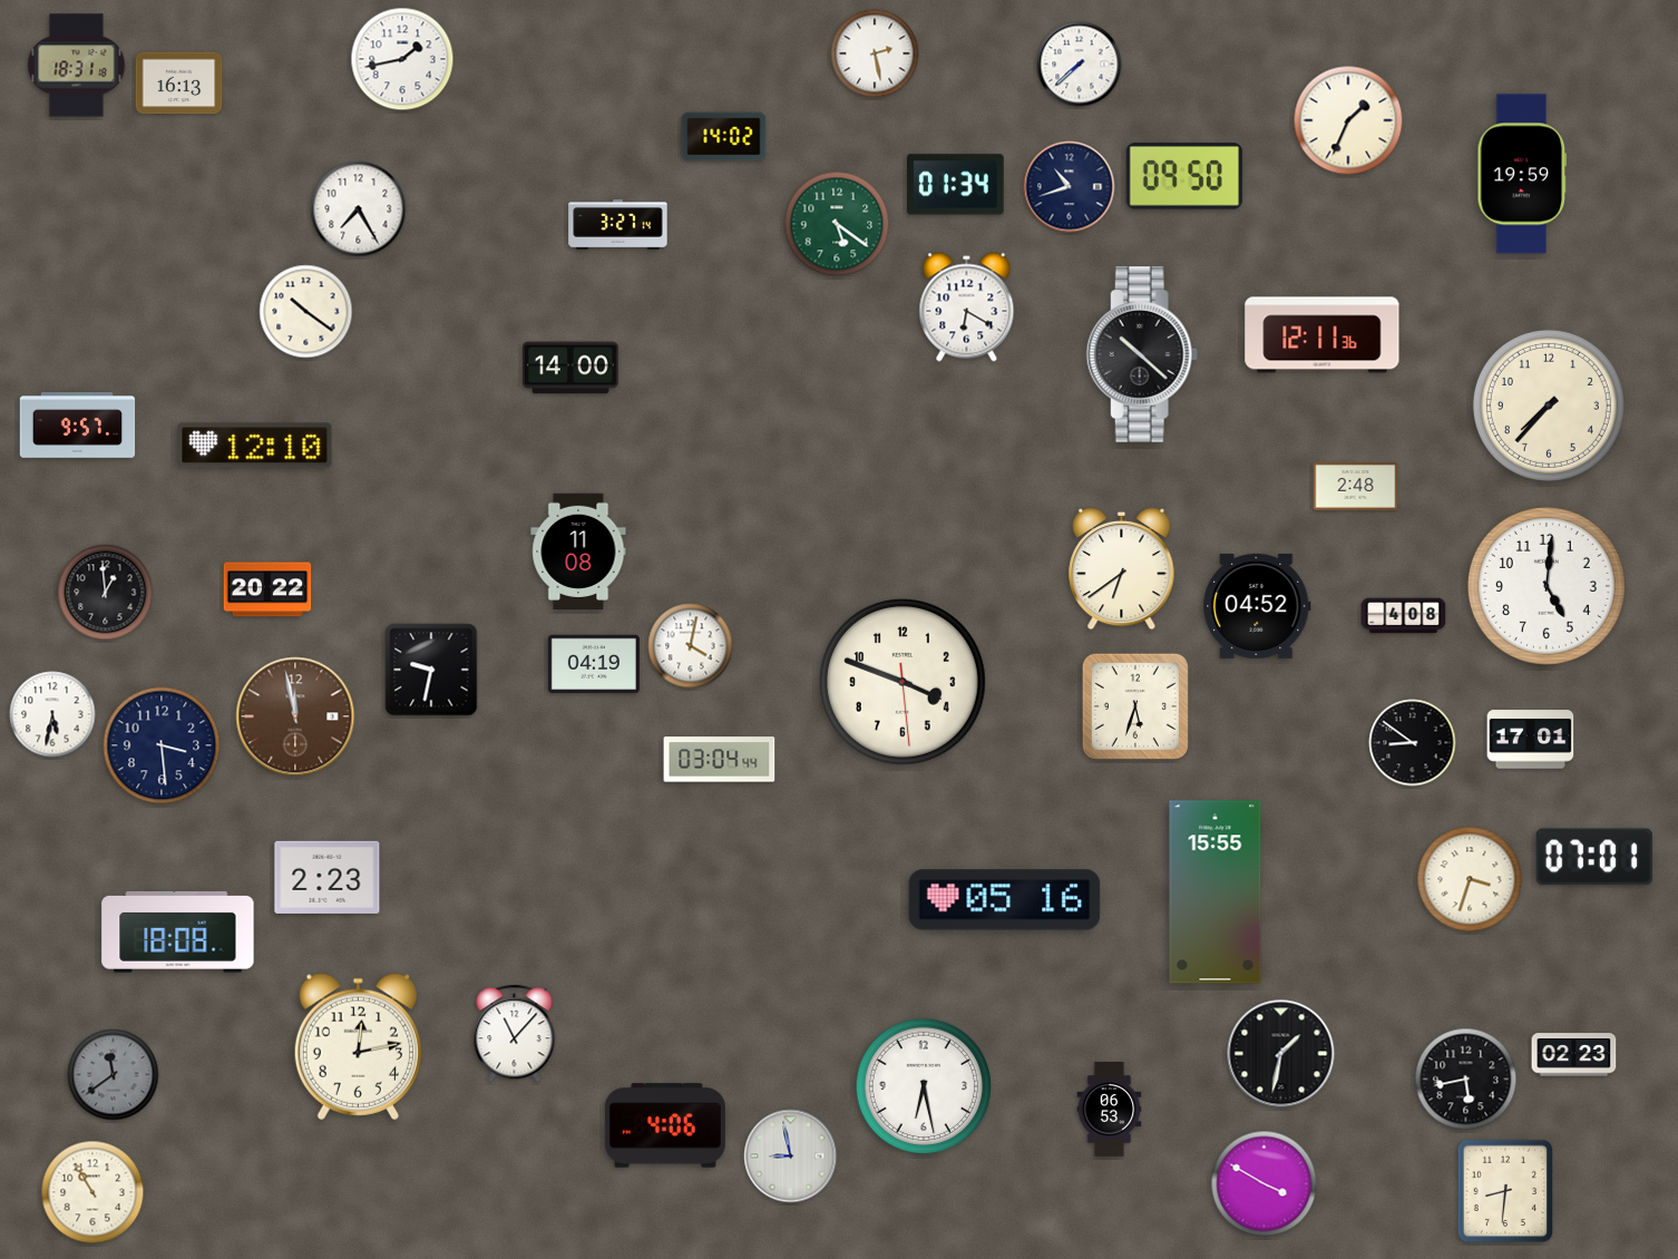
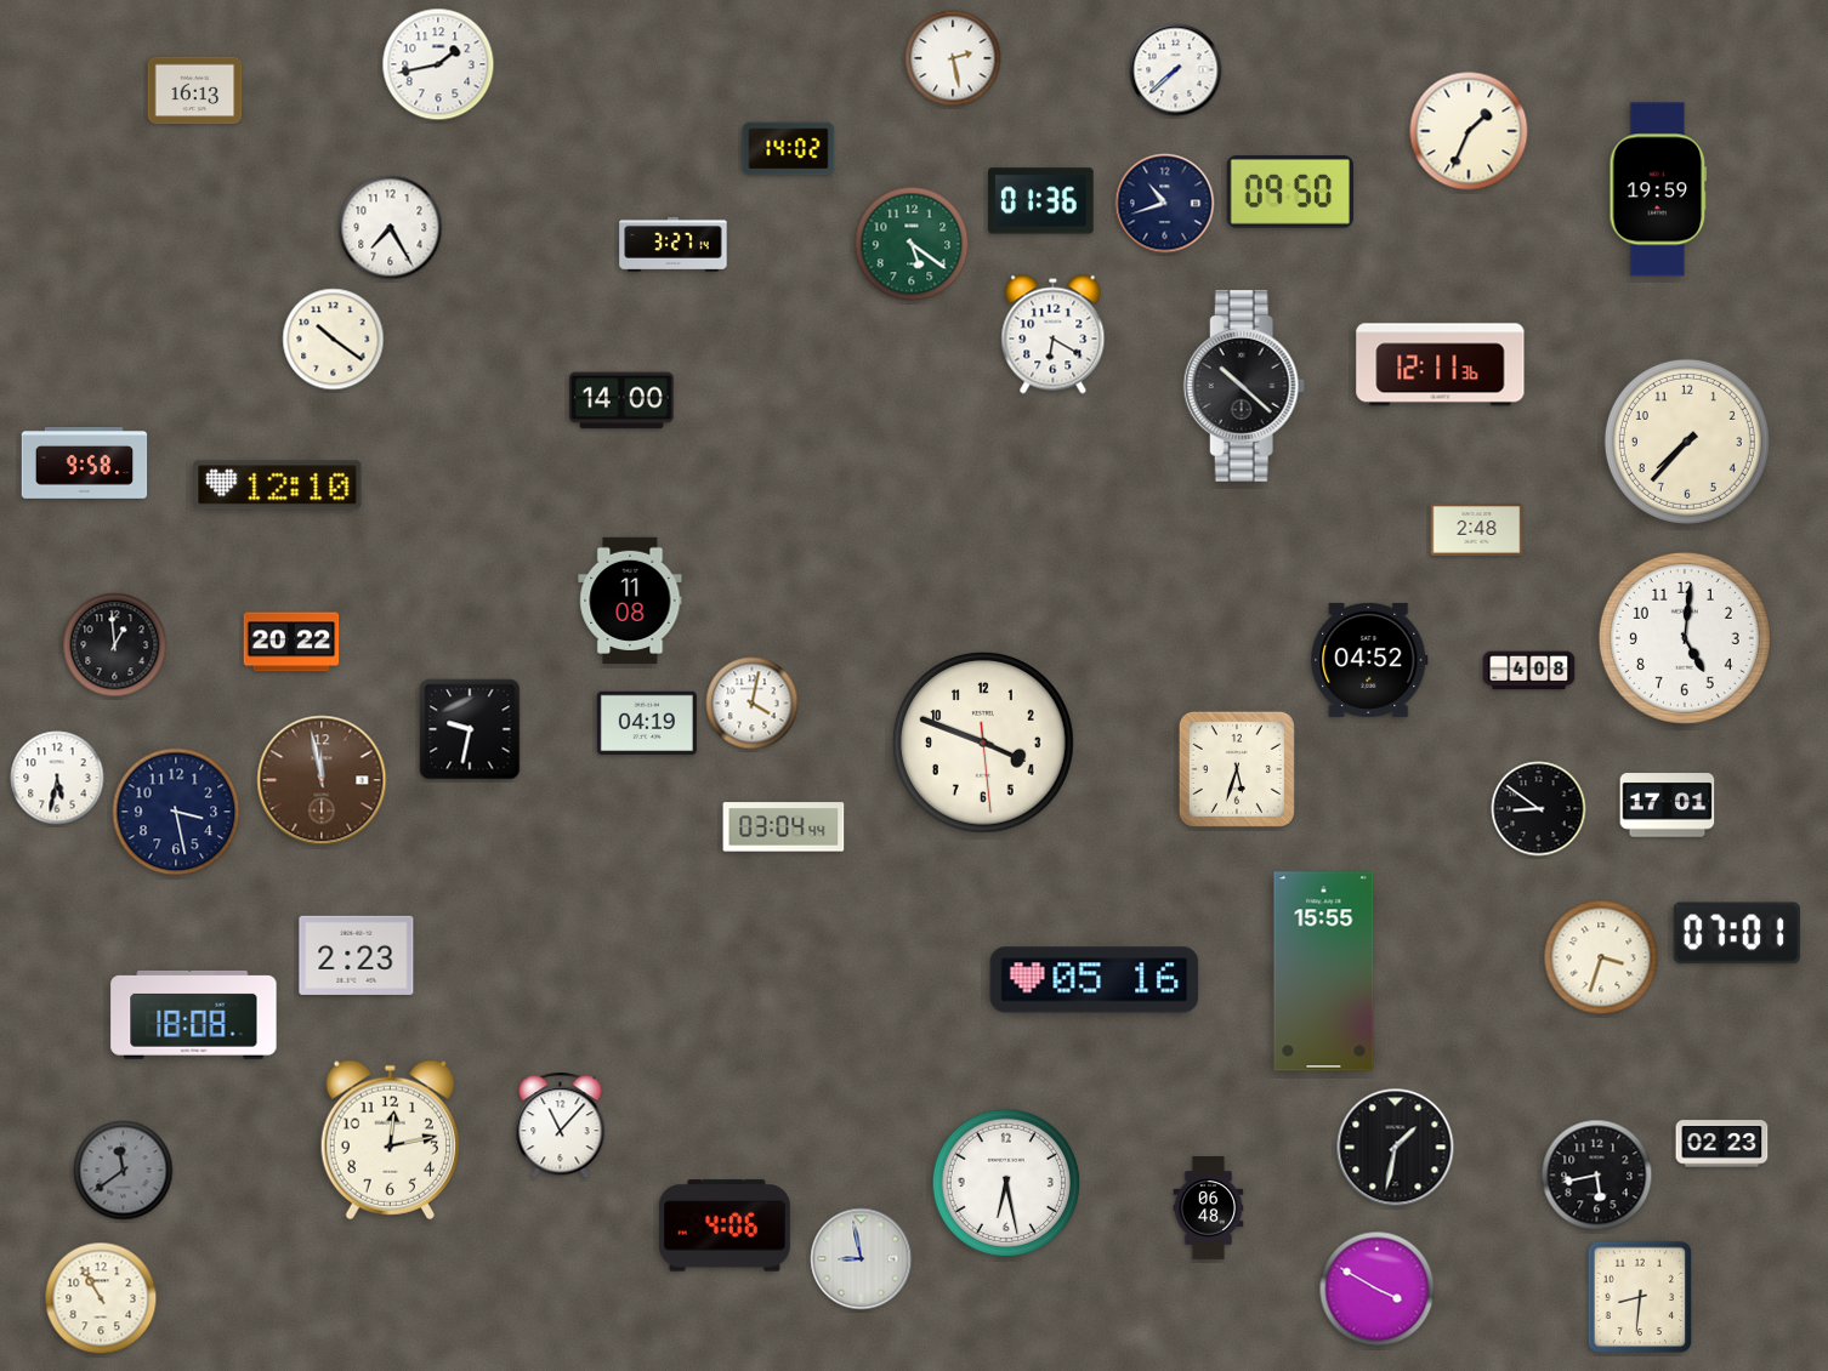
clock at (77, 66): 18:31 -> none
clock at (956, 185): 01:34 -> 01:36
clock at (78, 426): 9:57 -> 9:58
clock at (1122, 569): 6:39 -> none
clock at (162, 745): 3:29 -> 3:28
clock at (1574, 1055) position: (1574, 1055) -> (1722, 1144)
clock at (1110, 1110): 06:53 -> 06:48
